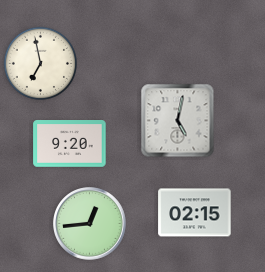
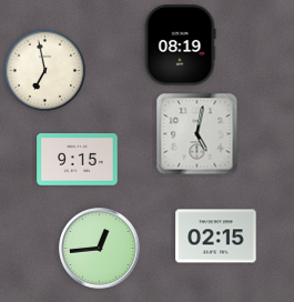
clock at (180, 46): none -> 08:19
clock at (70, 144): 9:20 -> 9:15
